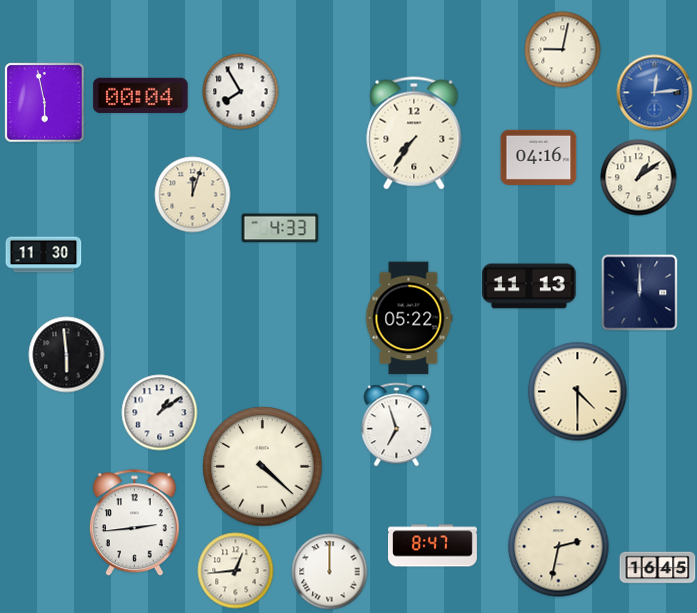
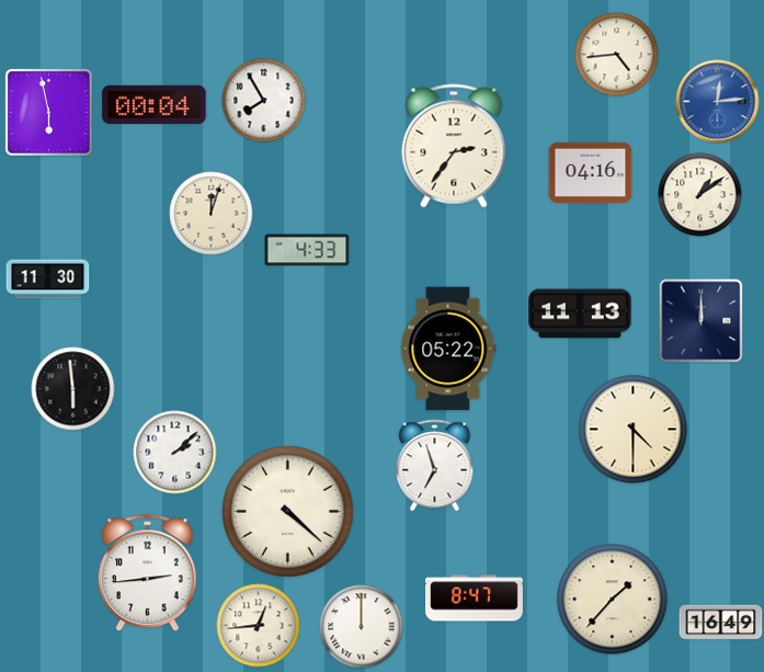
clock at (563, 50): 9:02 -> 4:44
clock at (414, 133): 7:36 -> 2:36
clock at (160, 413): 1:09 -> 2:08
clock at (559, 547): 2:32 -> 1:37
clock at (658, 568): 16:45 -> 16:49
